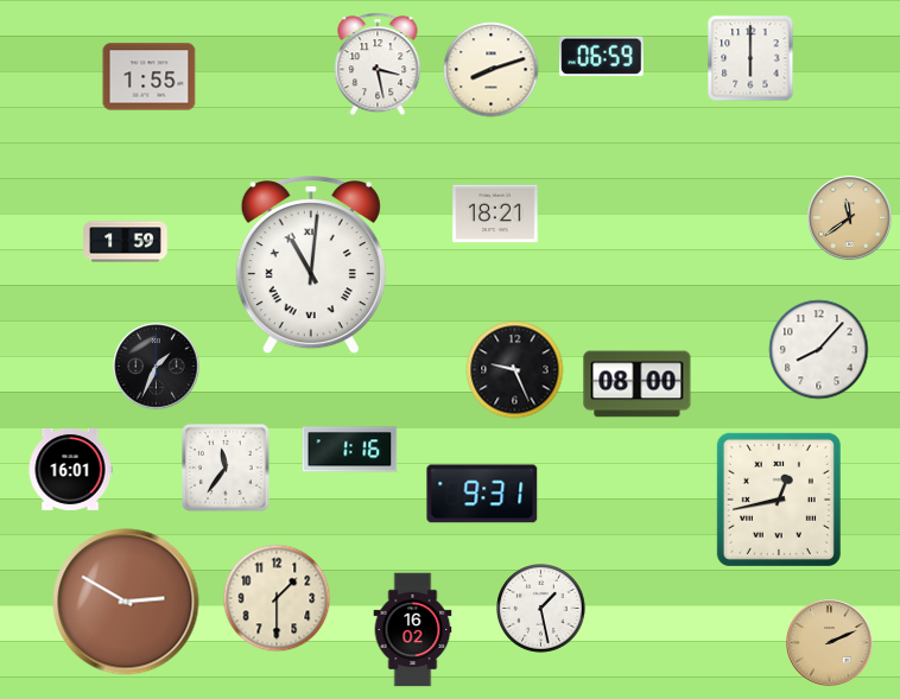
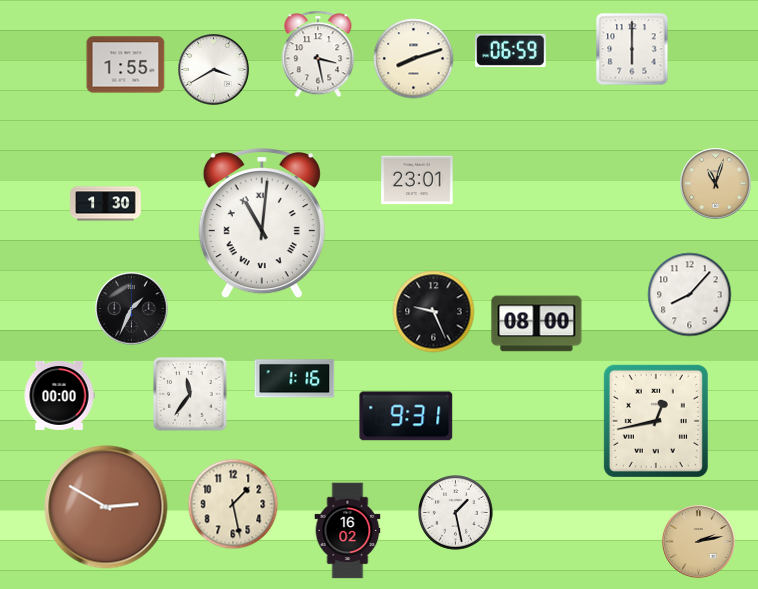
clock at (602, 56) position: (602, 56) -> (511, 50)
clock at (214, 70): none -> 3:40
clock at (495, 214): 18:21 -> 23:01
clock at (850, 218): 11:39 -> 11:03
clock at (126, 242): 1:59 -> 1:30
clock at (70, 469): 16:01 -> 00:00
clock at (277, 598): 1:30 -> 1:28
clock at (830, 643): 2:11 -> 2:13
